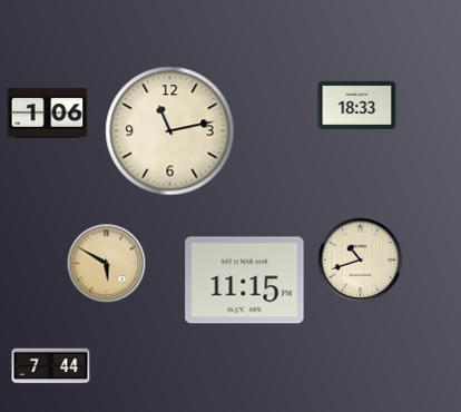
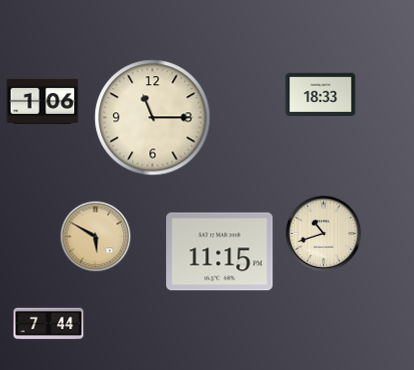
clock at (170, 131): 11:13 -> 11:15
clock at (51, 366) position: (51, 366) -> (49, 324)
